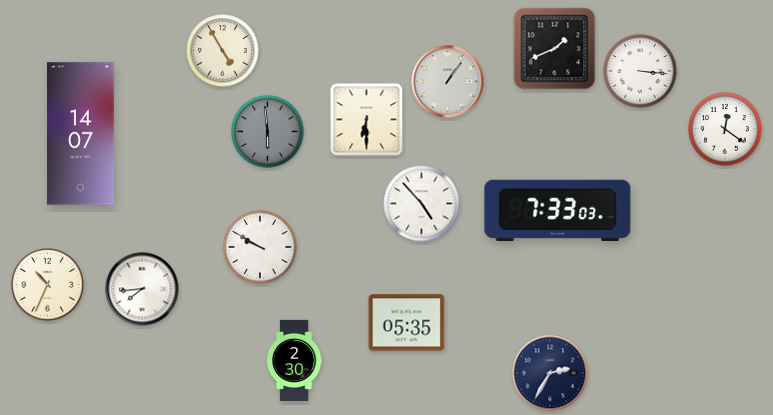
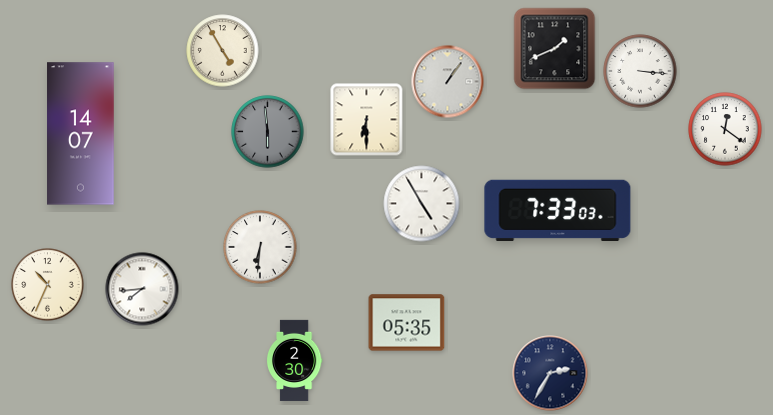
clock at (422, 204): 4:53 -> 4:55
clock at (260, 247): 9:50 -> 6:31
